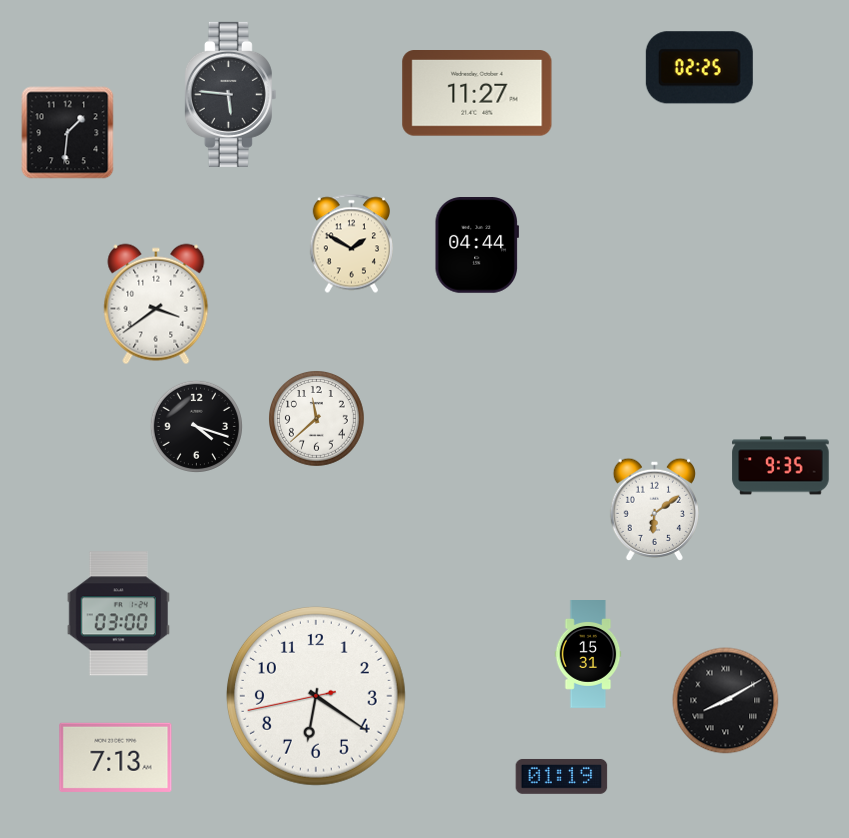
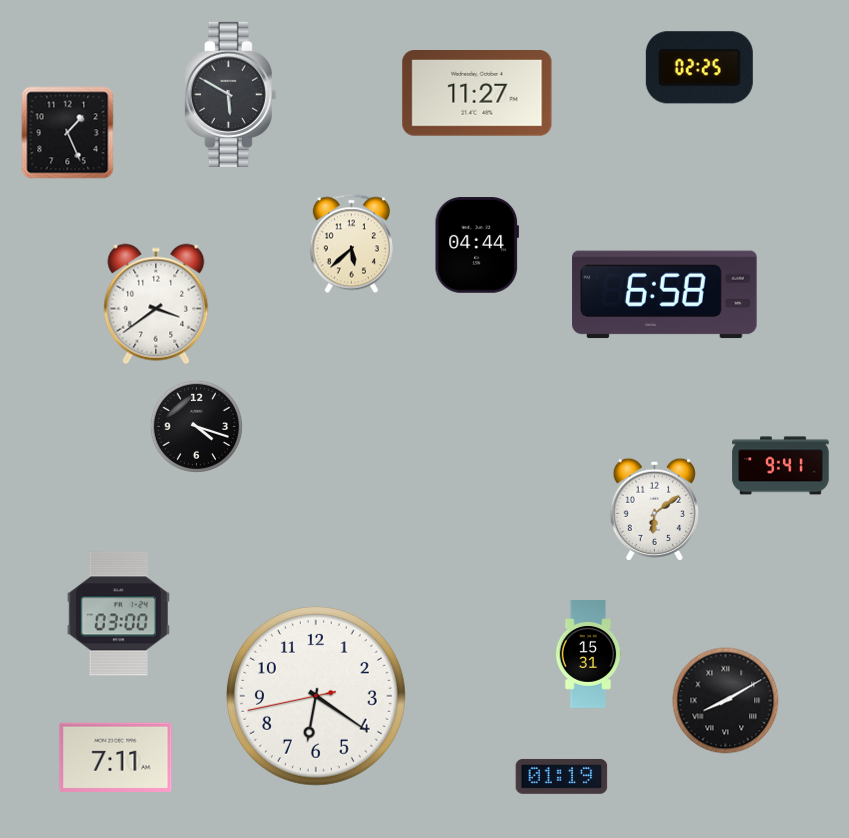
clock at (230, 94): 5:46 -> 5:50
clock at (68, 133): 1:31 -> 1:26
clock at (351, 244): 1:50 -> 5:38
clock at (665, 295): none -> 6:58
clock at (317, 419): 11:38 -> none
clock at (781, 466): 9:35 -> 9:41
clock at (116, 757): 7:13 -> 7:11
